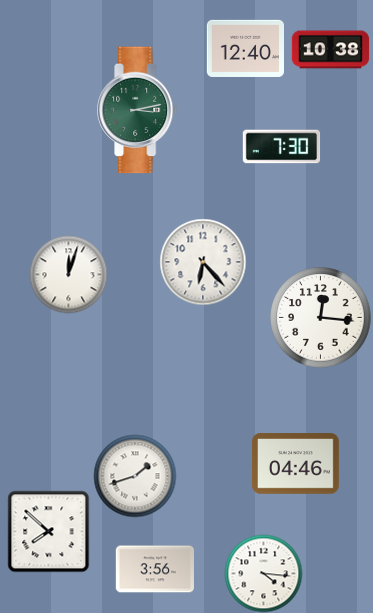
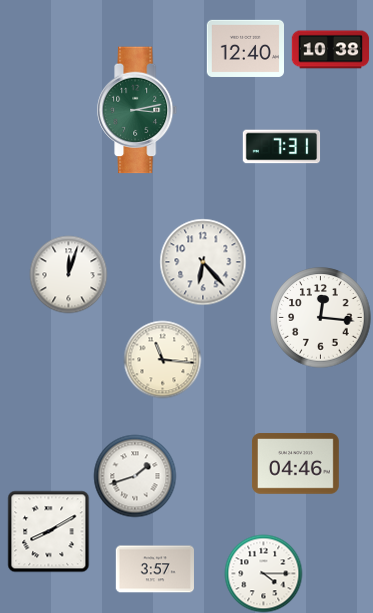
clock at (281, 147): 7:30 -> 7:31
clock at (162, 359): none -> 11:16
clock at (48, 531): 7:52 -> 8:10
clock at (154, 569): 3:56 -> 3:57
clock at (263, 573): 4:16 -> 4:15
